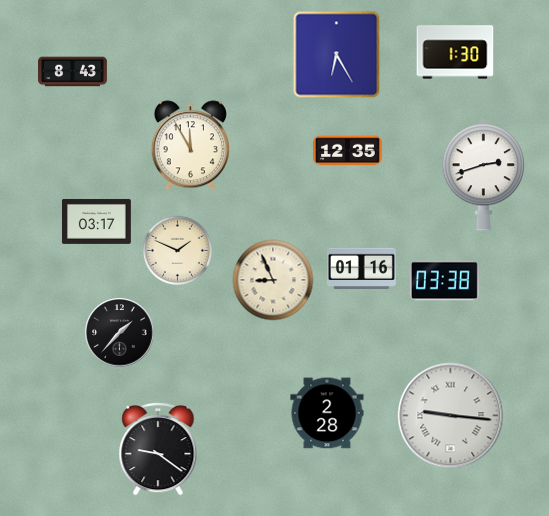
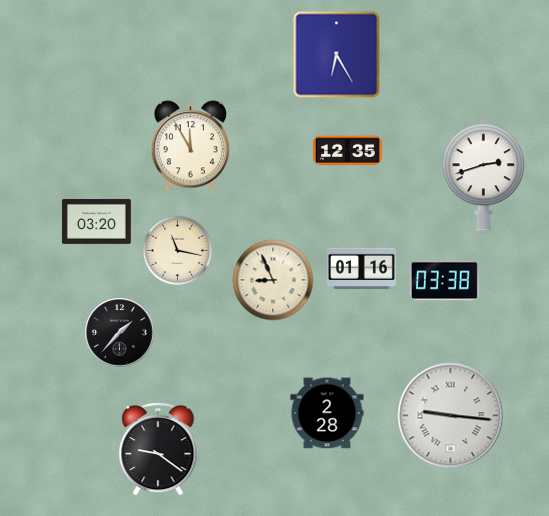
clock at (455, 52): 1:30 -> none
clock at (73, 72): 8:43 -> none
clock at (96, 221): 03:17 -> 03:20
clock at (177, 250): 1:49 -> 11:17
